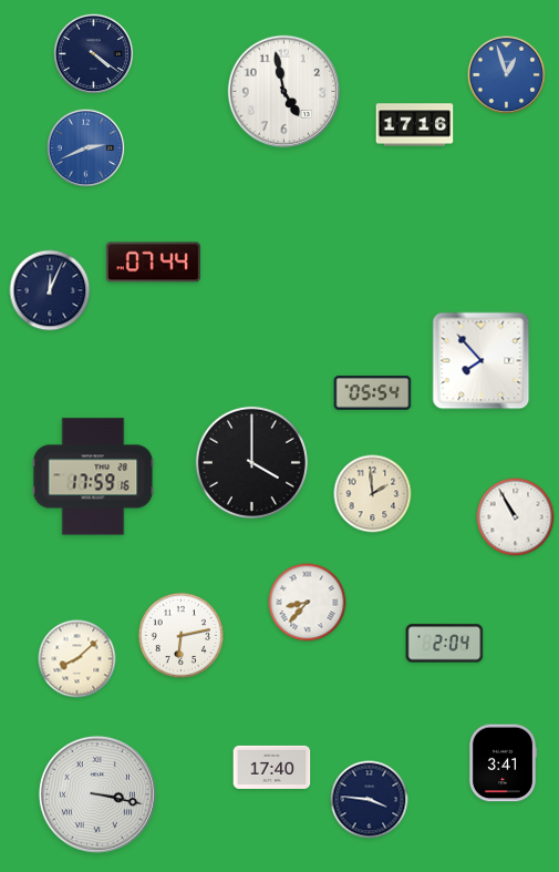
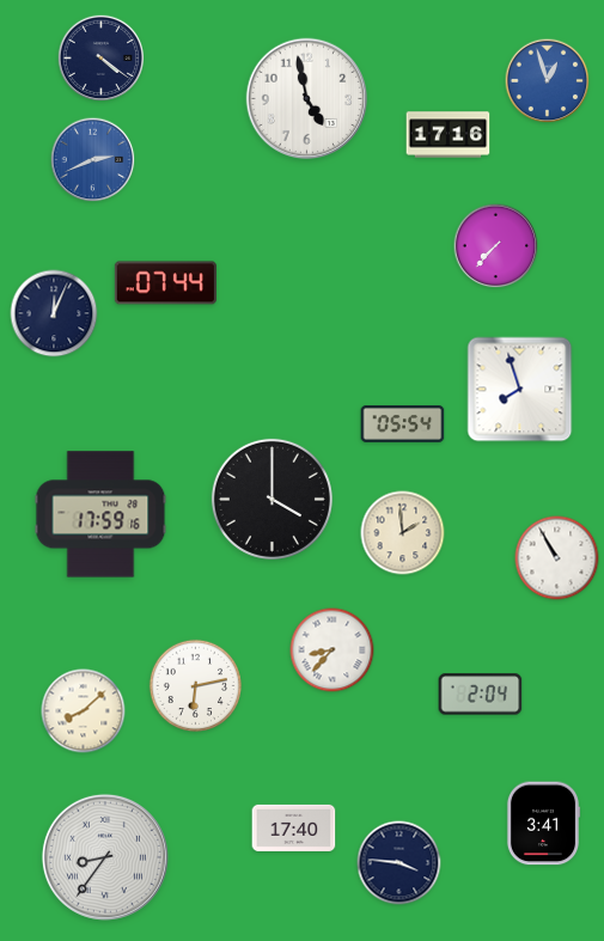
clock at (496, 246): none -> 7:37
clock at (482, 361): 7:53 -> 7:57
clock at (97, 794): 3:17 -> 8:36
